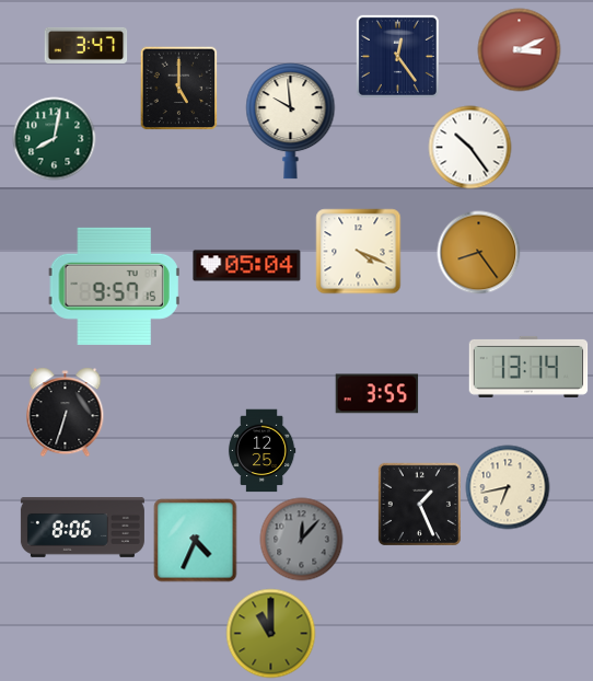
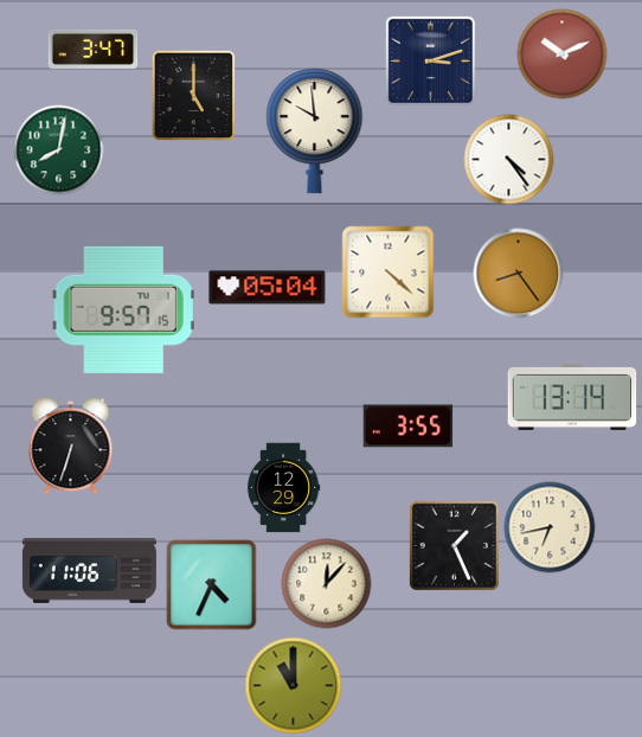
clock at (520, 50): 3:11 -> 10:11
clock at (397, 56): 12:24 -> 3:12
clock at (470, 148): 10:24 -> 4:24
clock at (359, 252): 4:19 -> 4:22
clock at (261, 451): 12:25 -> 12:29
clock at (82, 528): 8:06 -> 11:06
clock at (302, 540) dial: grey -> cream
